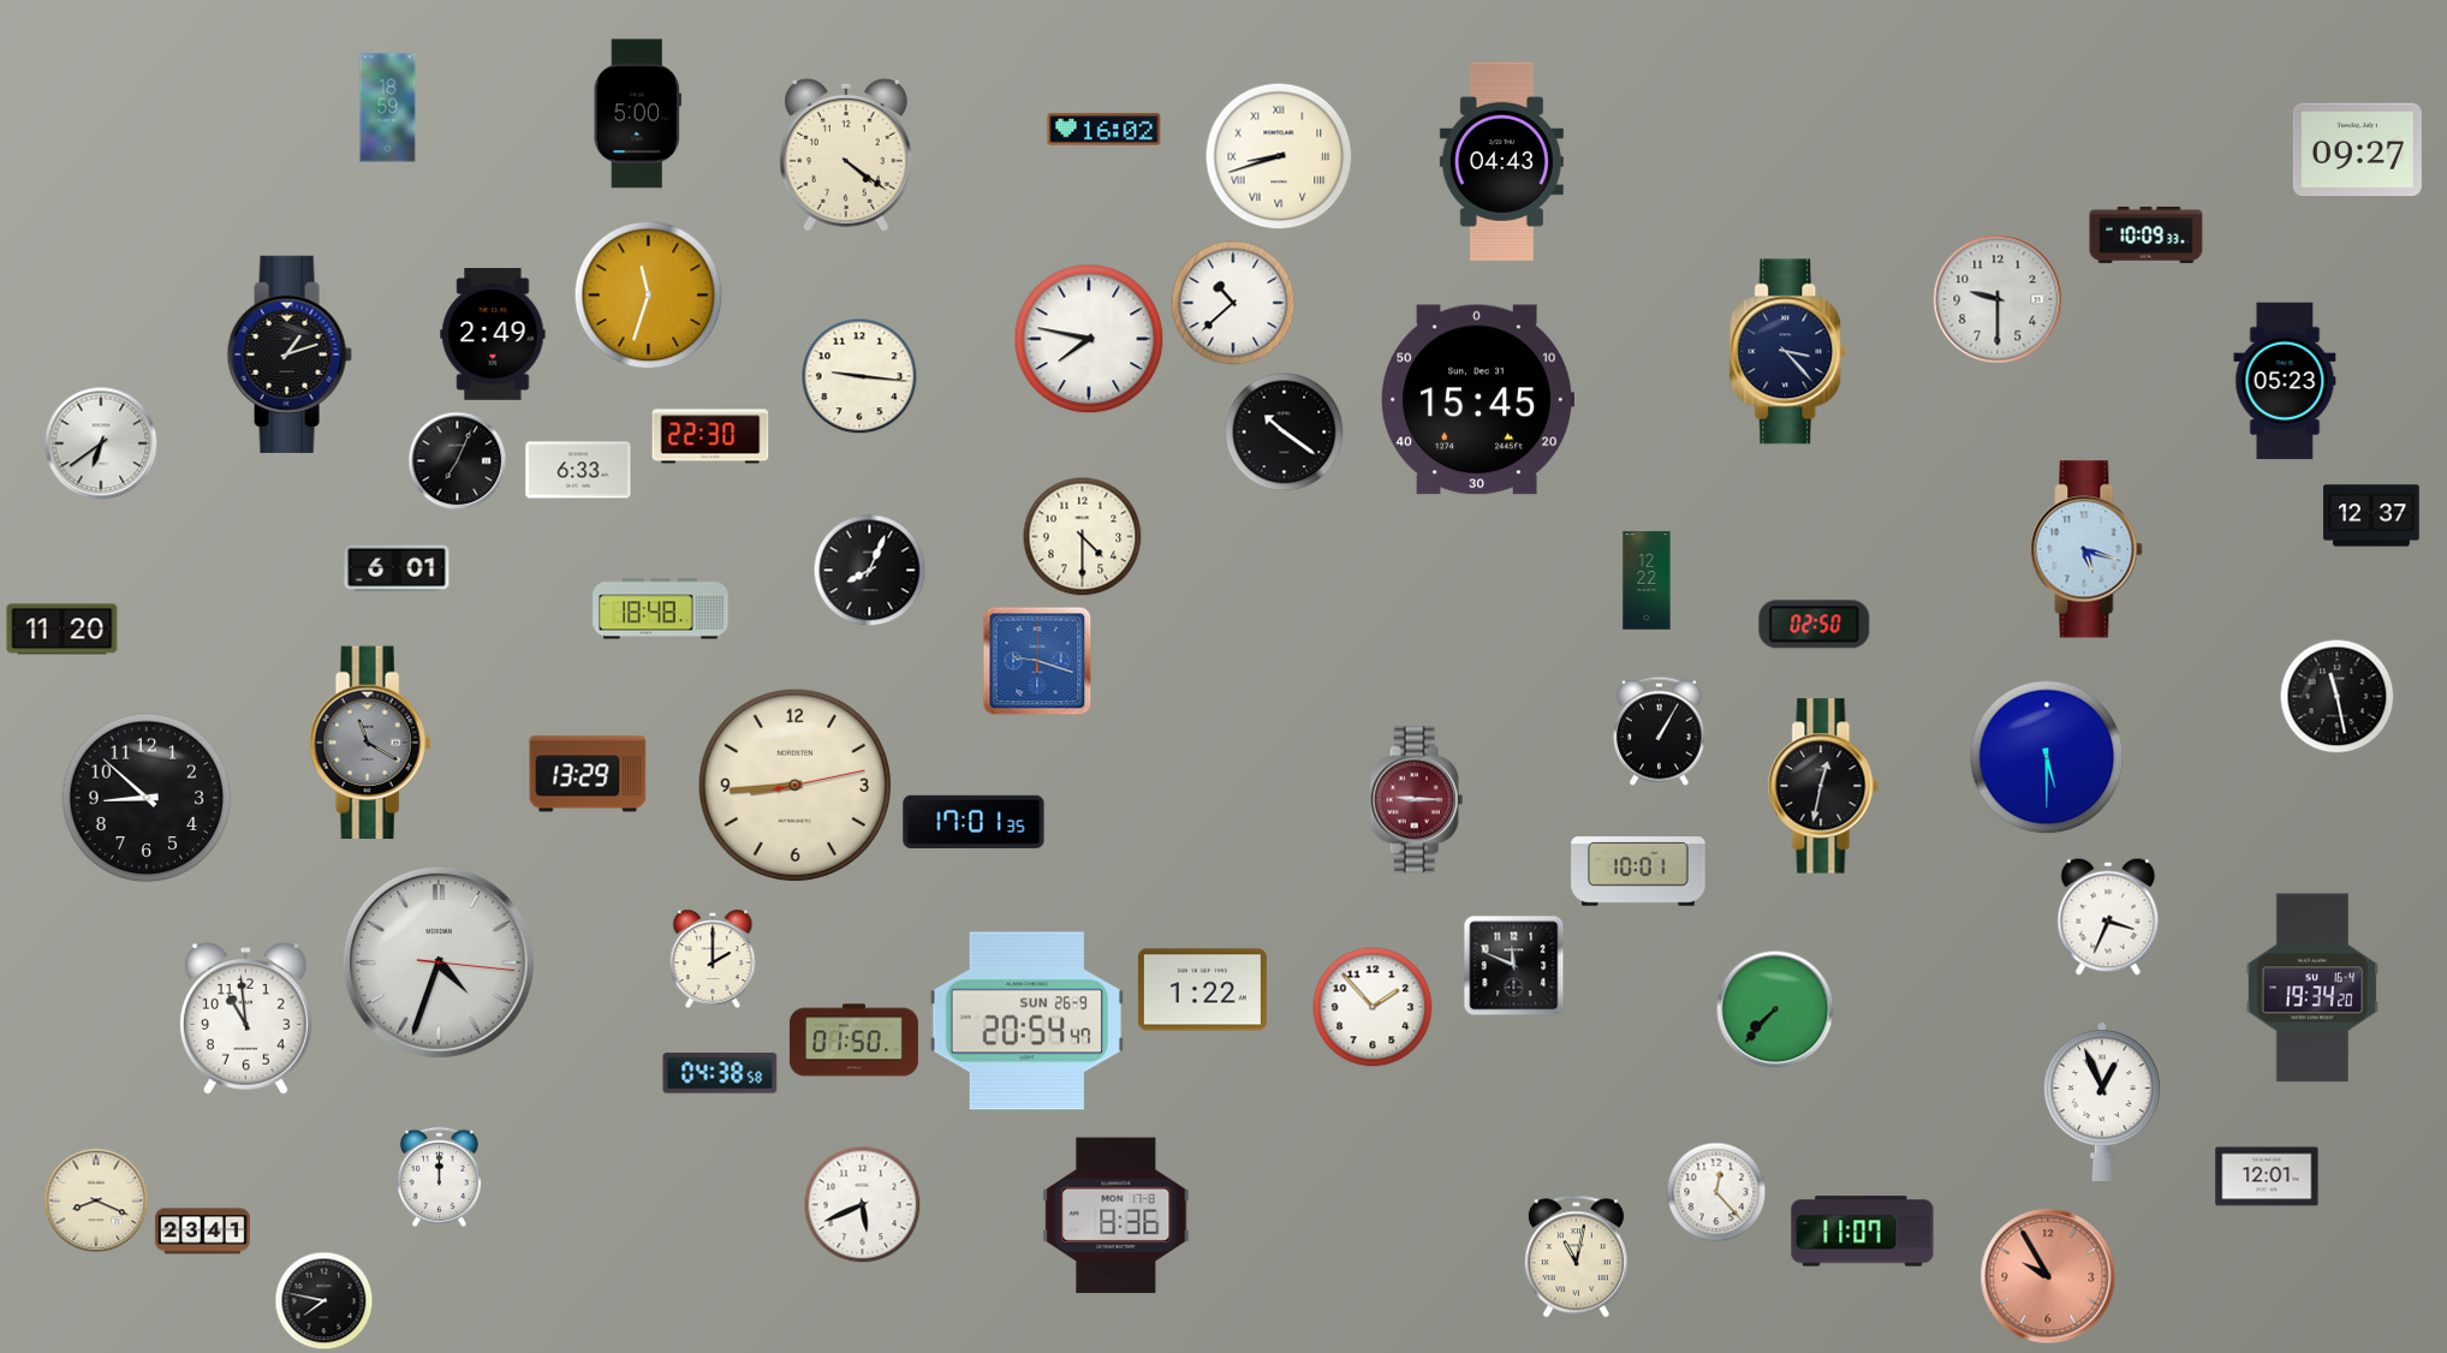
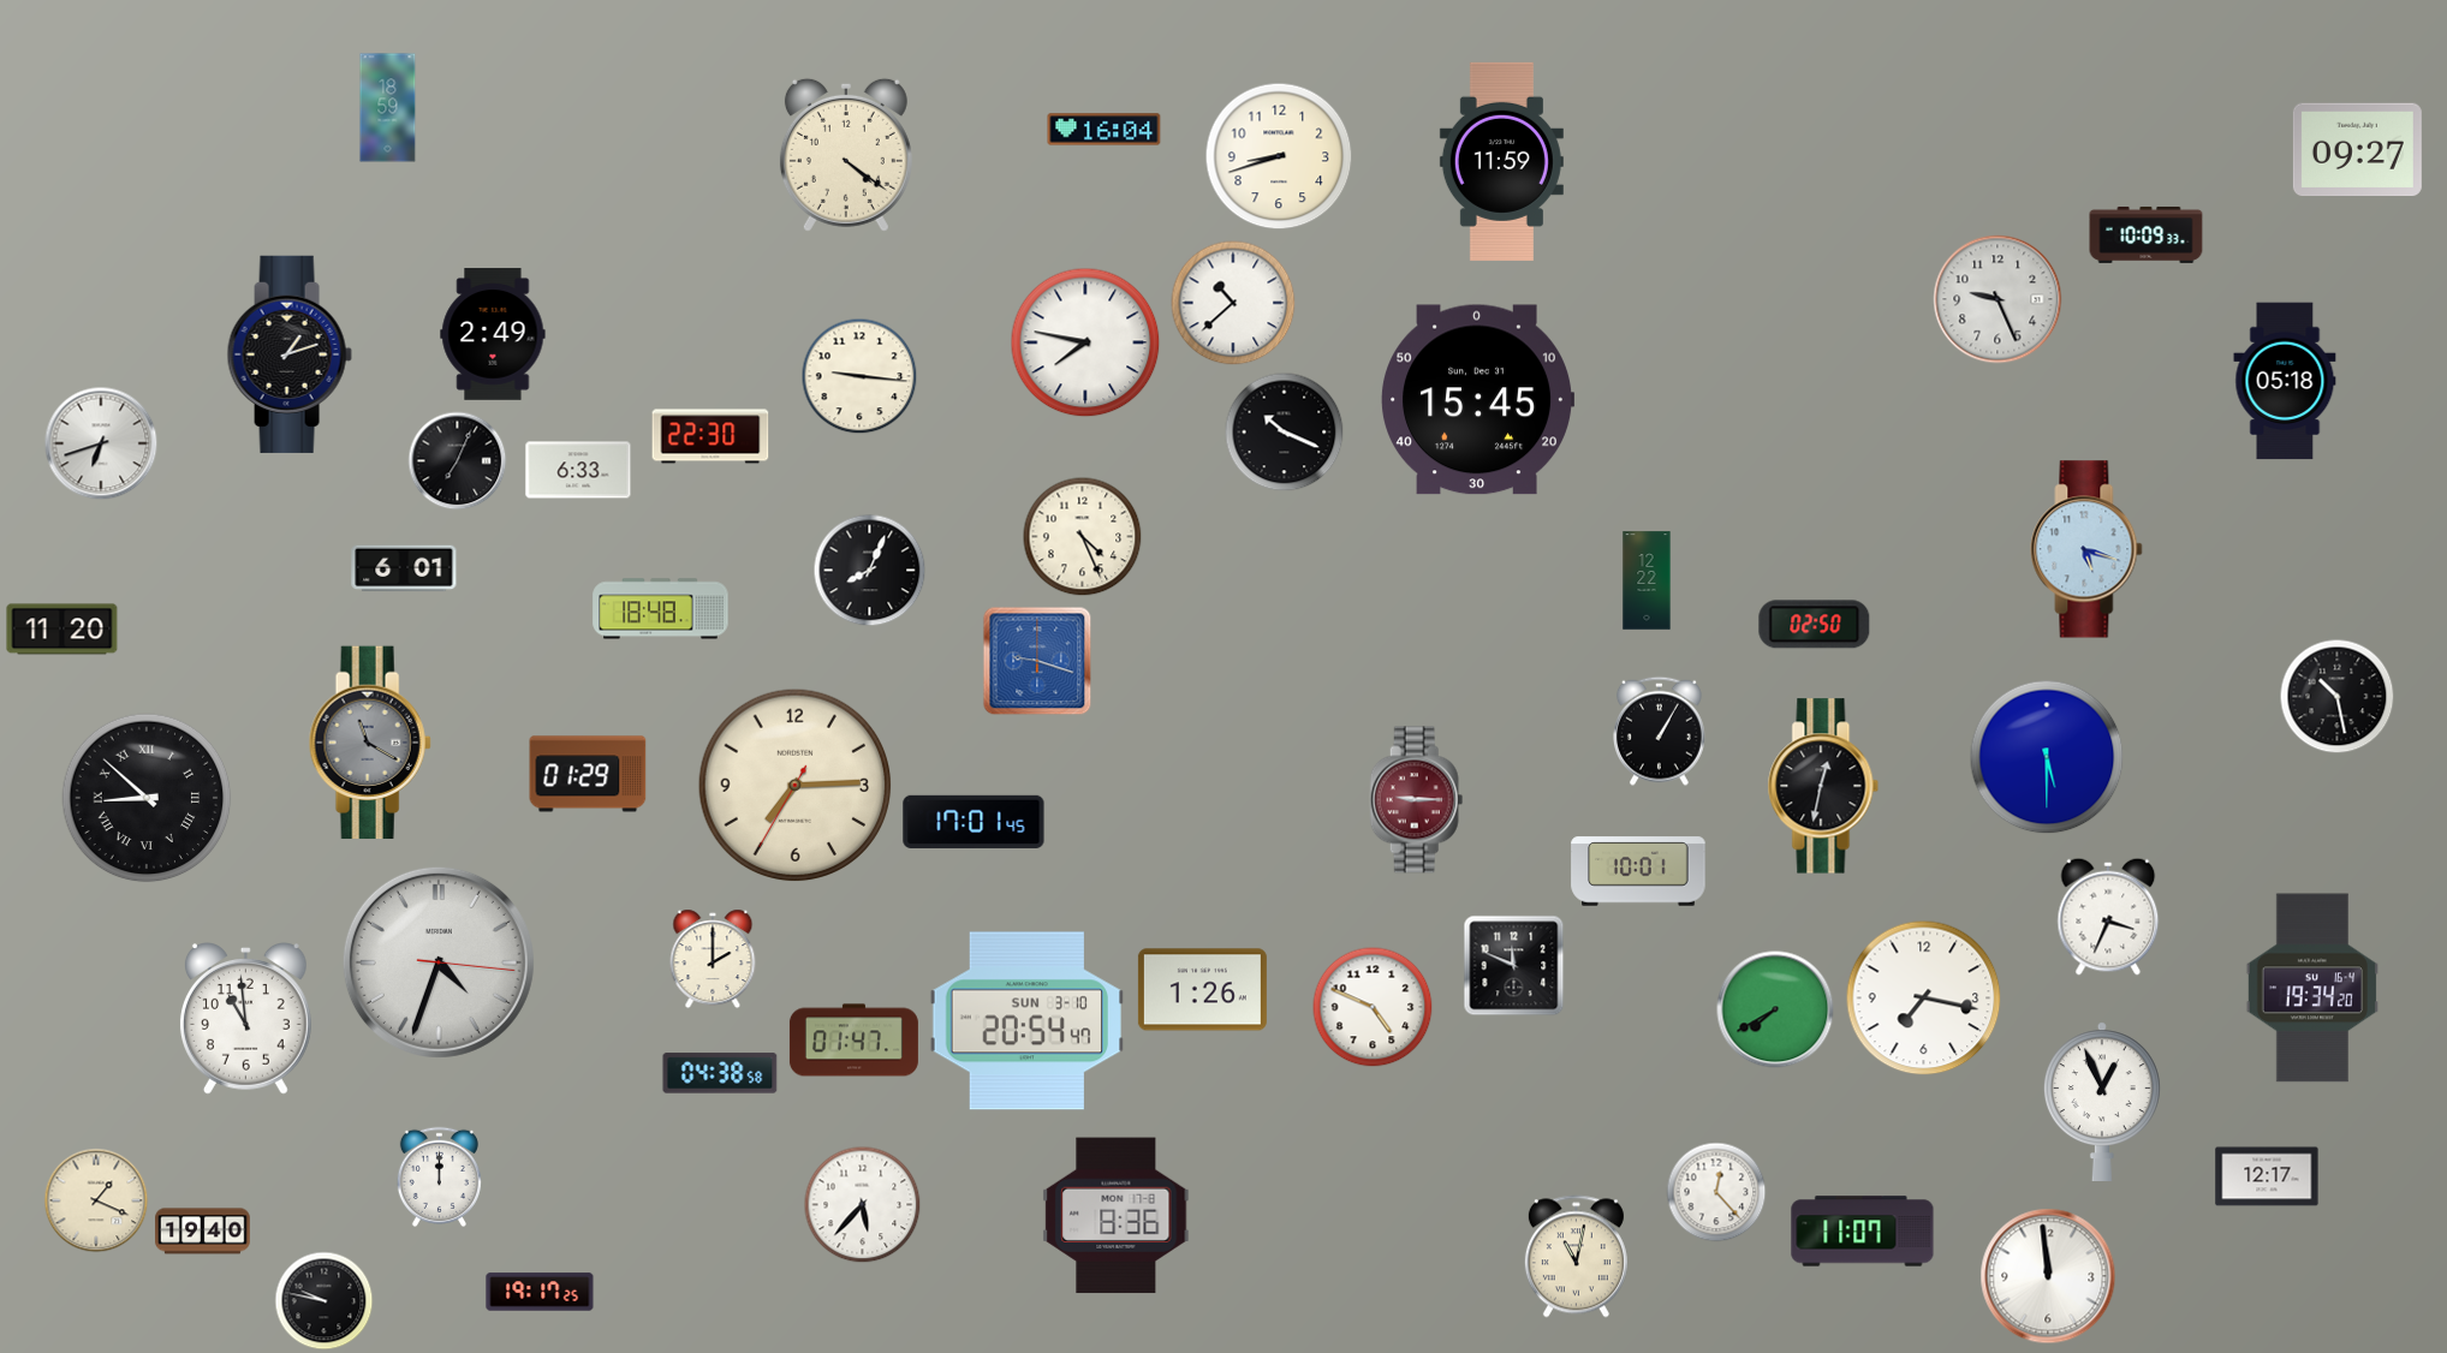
clock at (637, 114): 5:00 -> none
clock at (1105, 130): 16:02 -> 16:04
clock at (1279, 156) numerals: Roman -> Arabic
clock at (1501, 161): 04:43 -> 11:59
clock at (649, 296): 11:33 -> none
clock at (1998, 299): 9:30 -> 9:26
clock at (1089, 339) position: (1089, 339) -> (1085, 342)
clock at (1788, 352): 3:23 -> none
clock at (2285, 381): 05:23 -> 05:18
clock at (1285, 433): 10:21 -> 10:19
clock at (101, 443): 6:39 -> 6:42
clock at (2371, 515): 12:37 -> none
clock at (1083, 537): 4:30 -> 4:26
clock at (397, 568) position: (397, 568) -> (404, 568)
clock at (2338, 697): 11:28 -> 10:28
clock at (588, 774): 13:29 -> 01:29
clock at (796, 786): 8:44 -> 7:14
clock at (147, 798) numerals: Arabic -> Roman
clock at (974, 822): 17:01:35 -> 17:01:45
clock at (1202, 990): 1:22 -> 1:26
clock at (1924, 999): none -> 7:17
clock at (1373, 1007): 1:53 -> 4:49
clock at (1775, 1009): 7:37 -> 7:40
clock at (1026, 1021) date: SUN 26-9 -> SUN 3-10
clock at (853, 1041): 01:50 -> 01:47
clock at (2267, 1176): 12:01 -> 12:17
clock at (96, 1200): 8:19 -> 1:19
clock at (863, 1205): 5:41 -> 5:37
clock at (203, 1232): 23:41 -> 19:40
clock at (2048, 1276): 9:55 -> 11:59
clock at (2048, 1276) dial: salmon -> white
clock at (540, 1292): none -> 19:17
clock at (325, 1301): 7:47 -> 9:47
